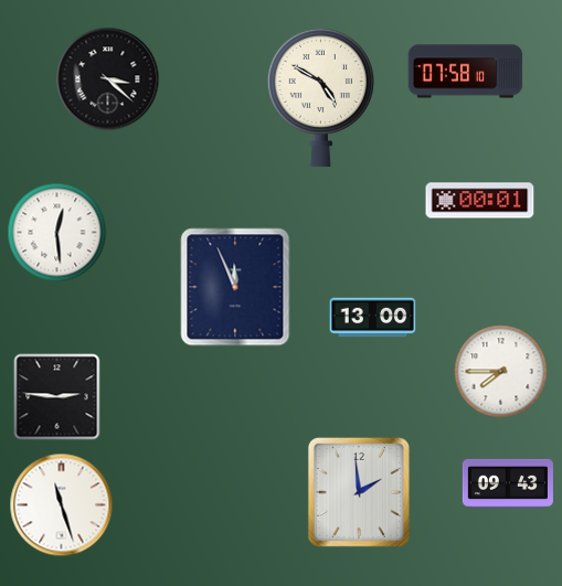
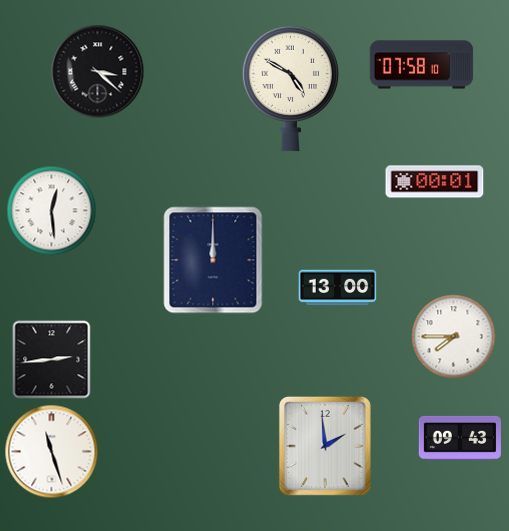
clock at (235, 287): 11:56 -> 12:00
clock at (57, 397): 2:46 -> 2:44
clock at (62, 505) position: (62, 505) -> (52, 452)
